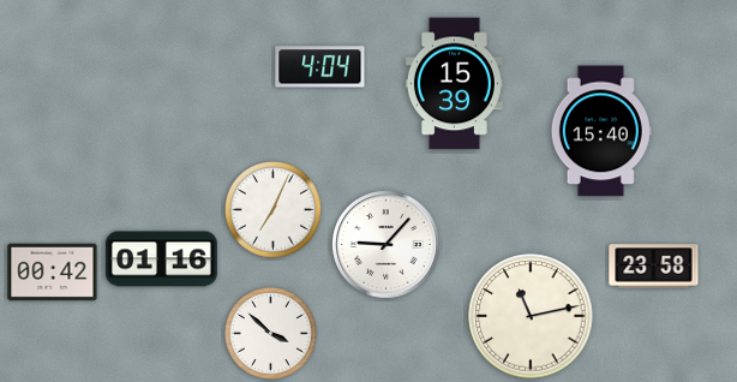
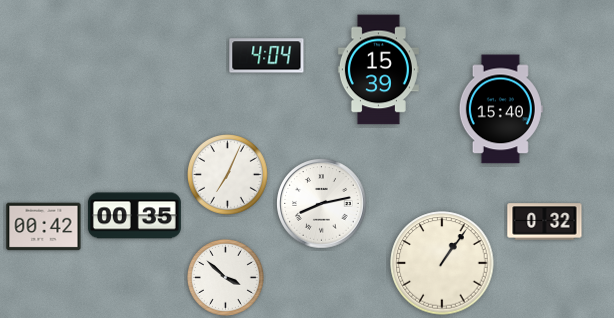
clock at (387, 245): 9:07 -> 8:13
clock at (161, 259): 01:16 -> 00:35
clock at (654, 267): 23:58 -> 0:32
clock at (531, 316): 11:13 -> 1:06
